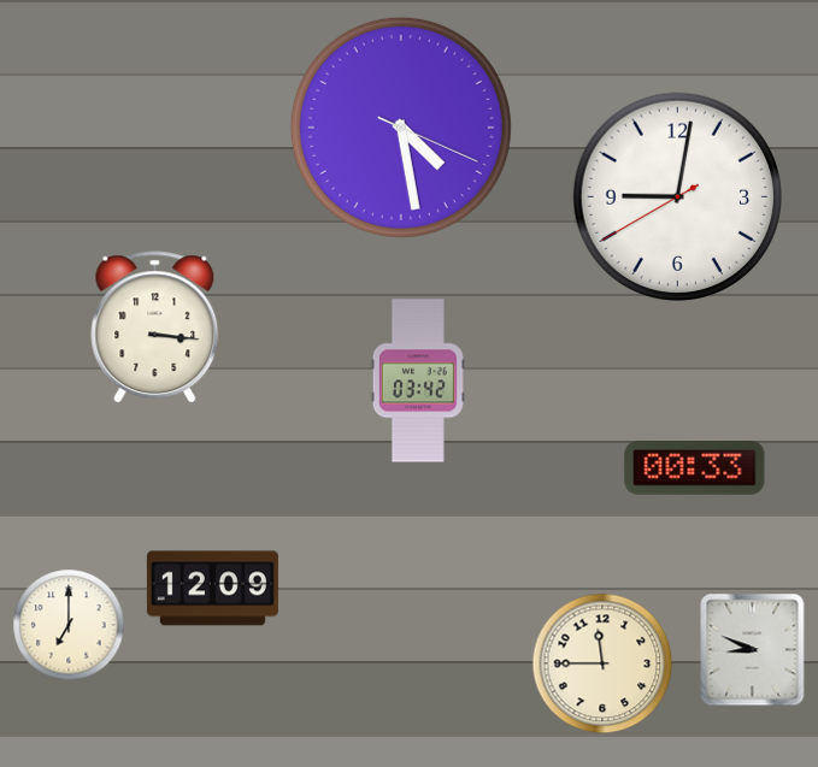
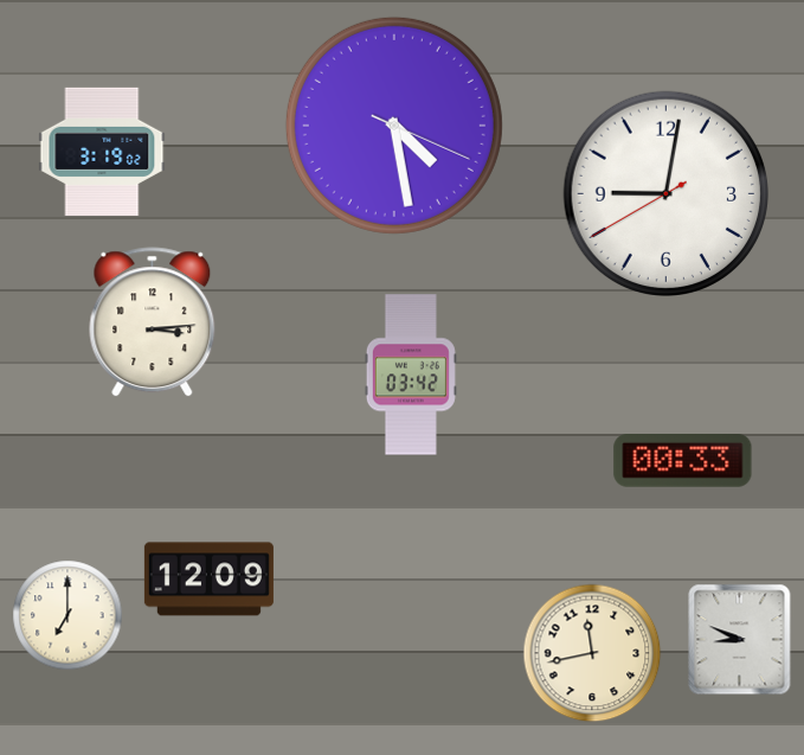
clock at (102, 152): none -> 3:19
clock at (155, 328): 3:16 -> 3:14
clock at (602, 663): 11:45 -> 11:43
